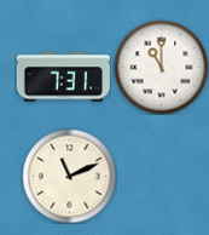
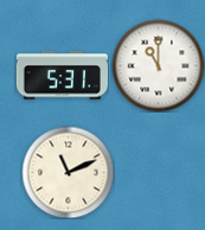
clock at (63, 78): 7:31 -> 5:31
